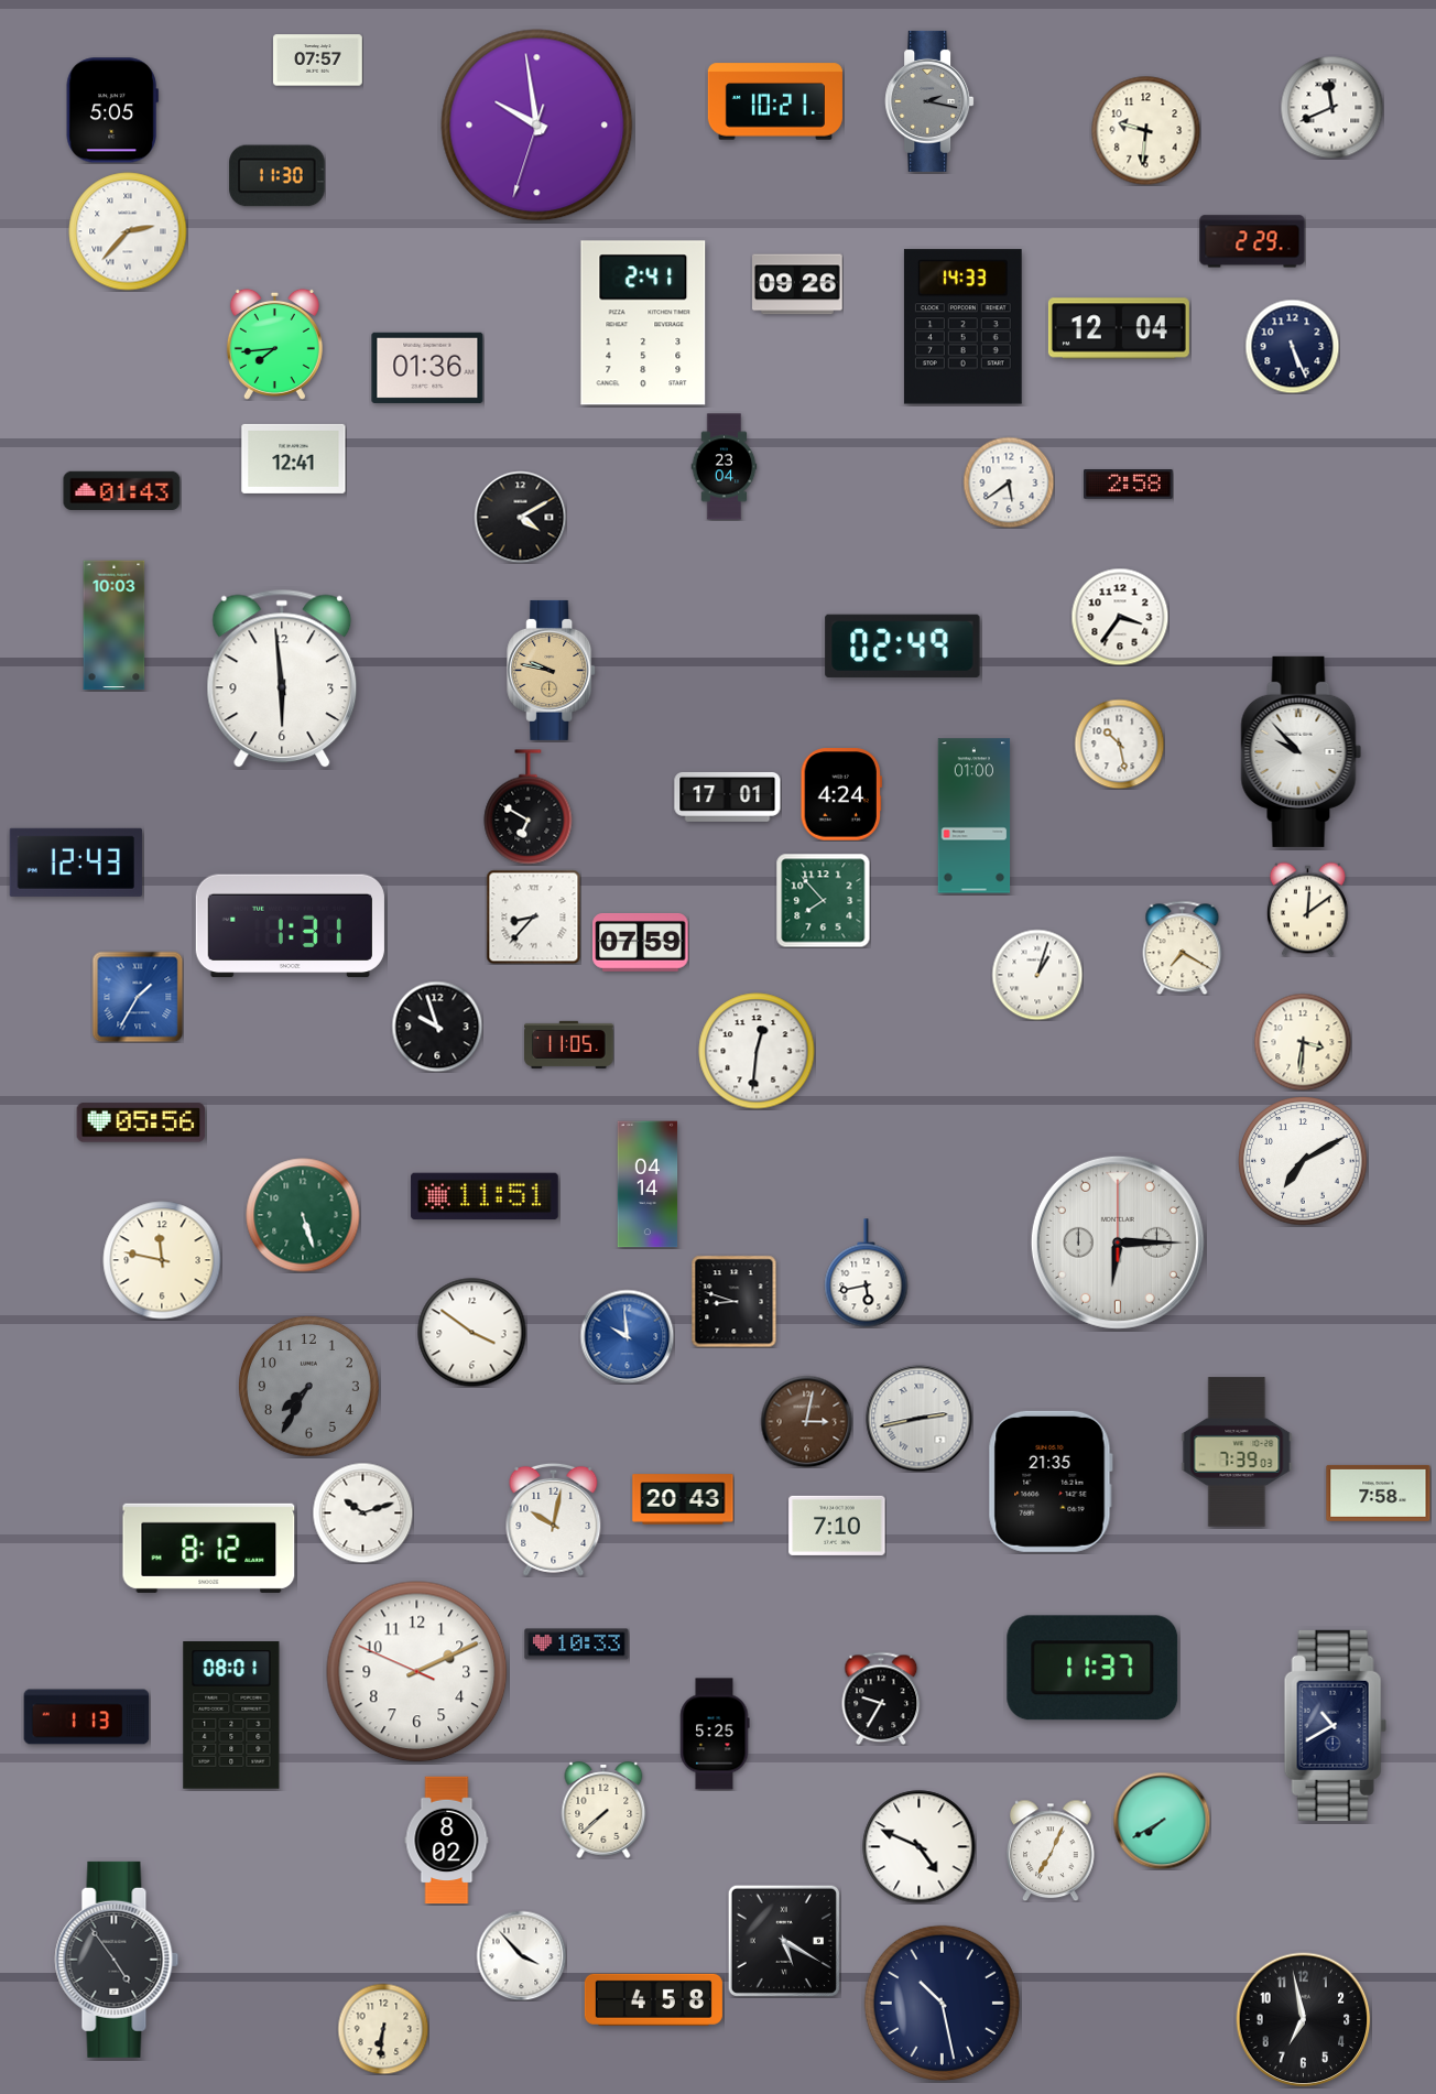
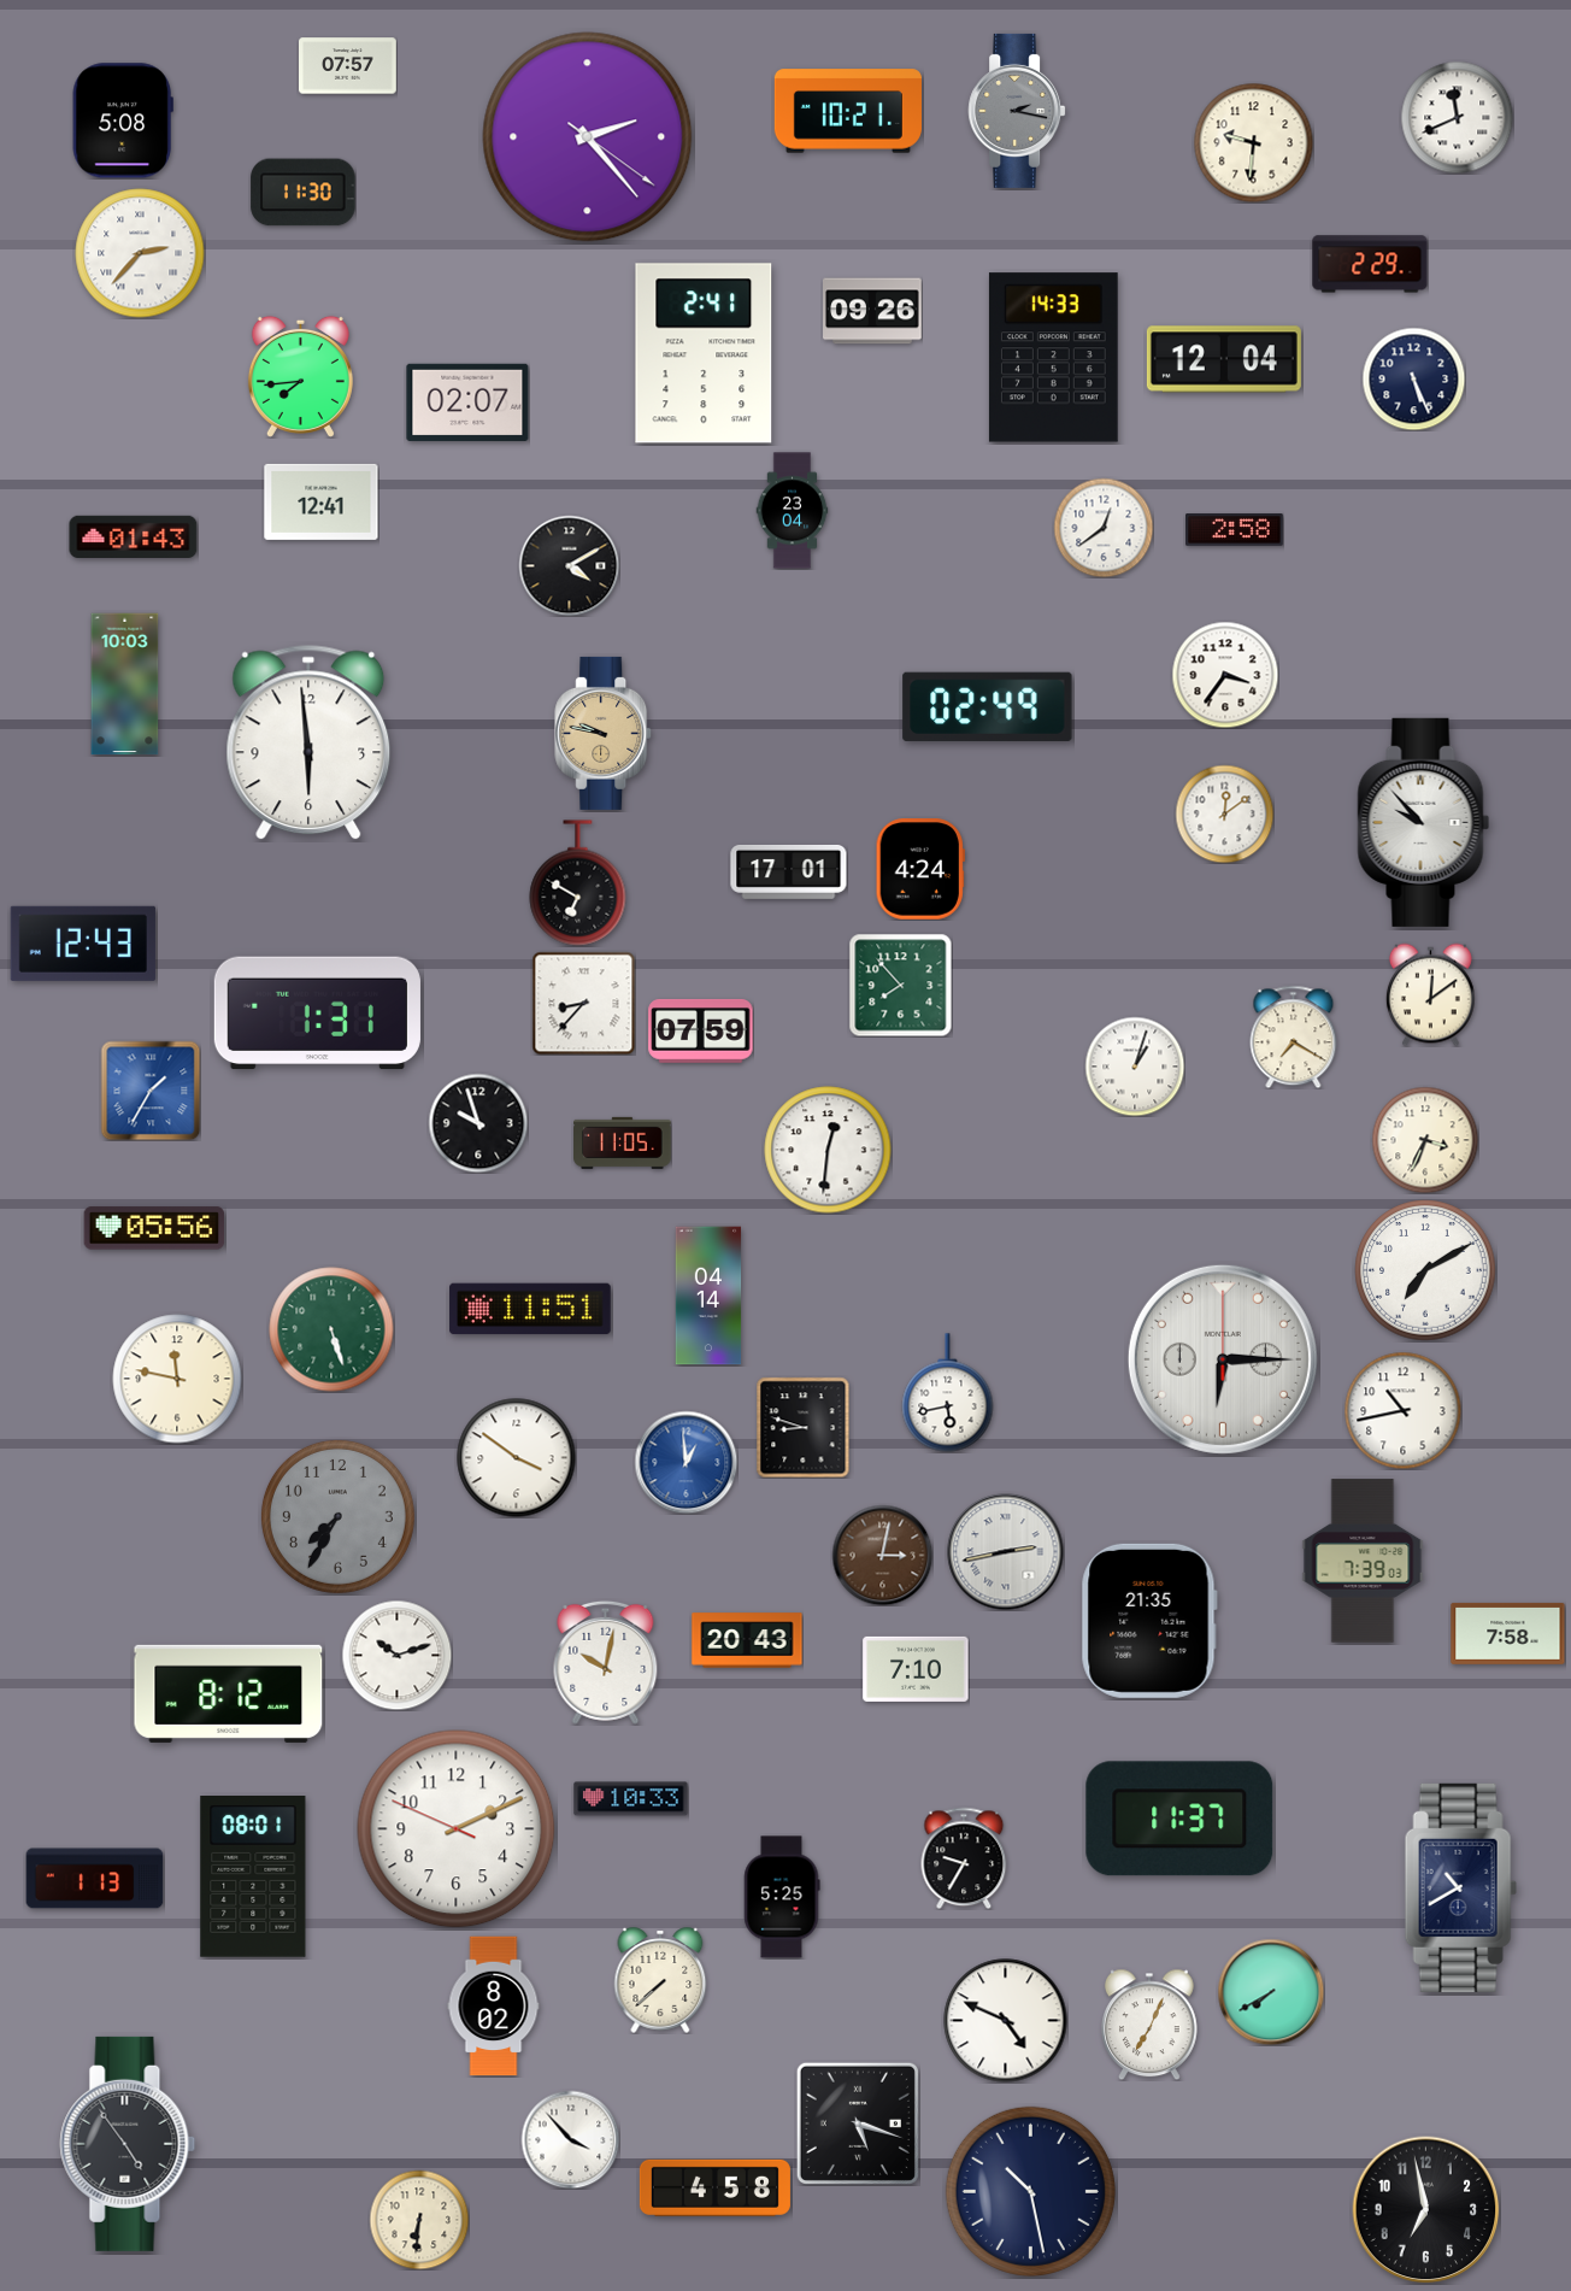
clock at (112, 110): 5:05 -> 5:08
clock at (537, 126): 9:58 -> 2:23
clock at (427, 368): 01:36 -> 02:07
clock at (1009, 482): 5:39 -> 12:39
clock at (1119, 744): 10:28 -> 12:09
clock at (728, 796) position: (728, 796) -> (789, 871)
clock at (975, 816): 01:00 -> none
clock at (1303, 1042): 3:31 -> 3:34
clock at (1402, 1410): none -> 10:43
clock at (735, 1301) position: (735, 1301) -> (804, 1427)
clock at (627, 1336): 9:59 -> 12:59
clock at (1237, 1452) position: (1237, 1452) -> (1363, 1561)
clock at (1092, 1668) position: (1092, 1668) -> (1179, 1819)
clock at (447, 1841) position: (447, 1841) -> (494, 2007)
clock at (784, 1941): 5:20 -> 5:18
